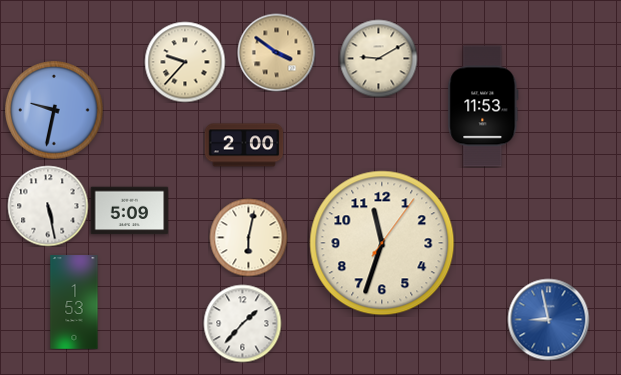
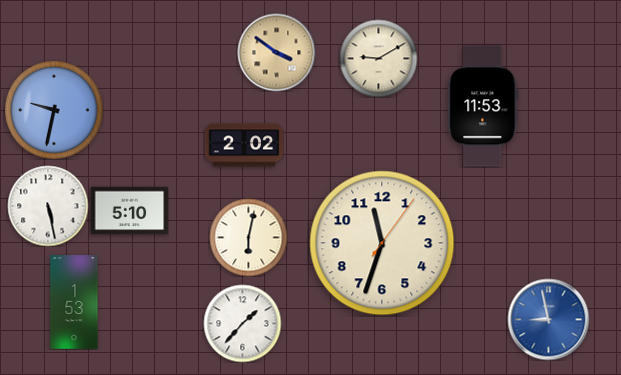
clock at (185, 62): 9:37 -> none
clock at (244, 145): 2:00 -> 2:02
clock at (129, 211): 5:09 -> 5:10
